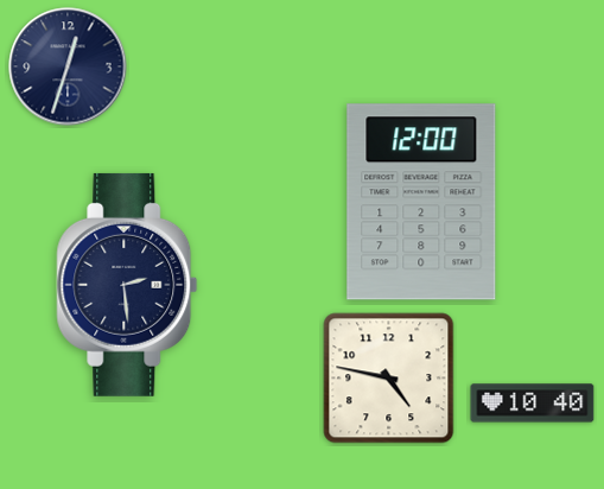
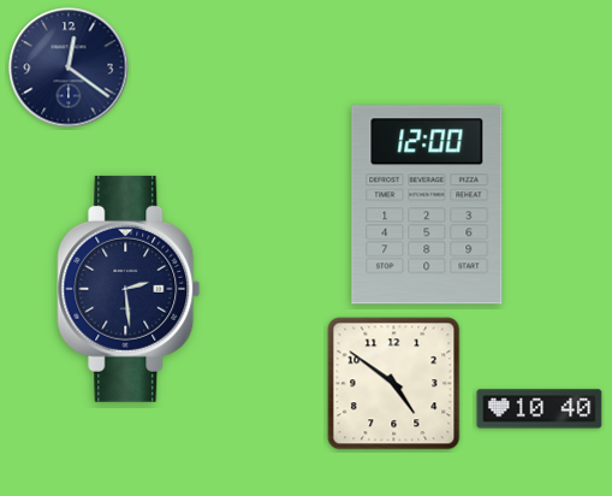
clock at (68, 66): 12:33 -> 12:21
clock at (389, 379): 4:47 -> 4:51
